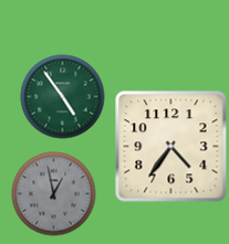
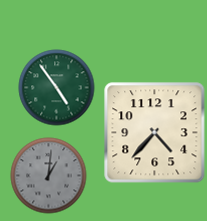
clock at (171, 147): 4:36 -> 4:37
clock at (54, 194): 12:58 -> 1:01
